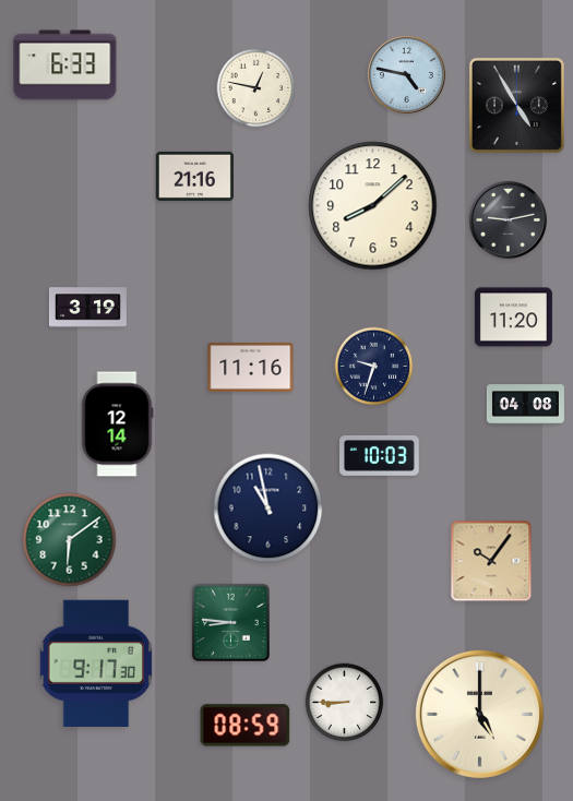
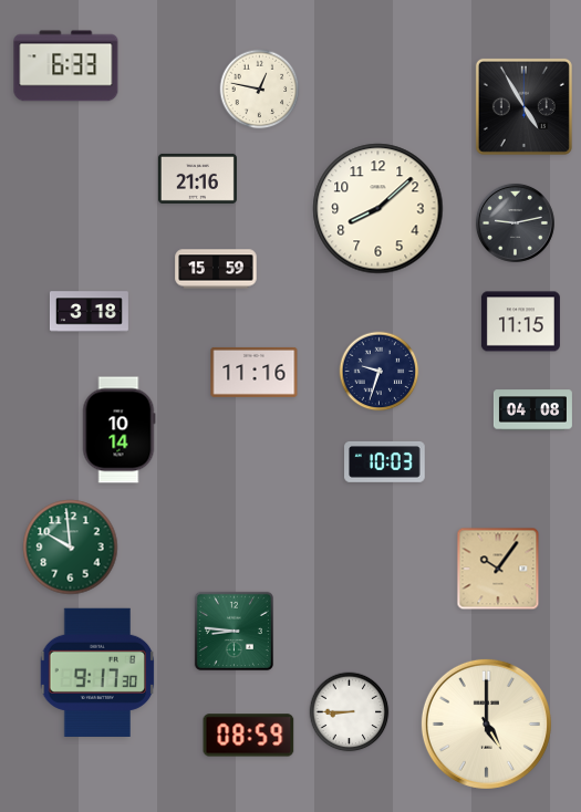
clock at (406, 74): 4:47 -> none
clock at (216, 269): none -> 15:59
clock at (87, 308): 3:19 -> 3:18
clock at (513, 318): 11:20 -> 11:15
clock at (117, 425): 12:14 -> 10:14
clock at (268, 509): 10:58 -> none
clock at (70, 540): 6:09 -> 9:59
